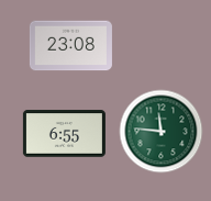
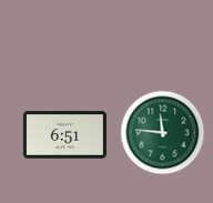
clock at (70, 46): 23:08 -> none
clock at (64, 134): 6:55 -> 6:51
